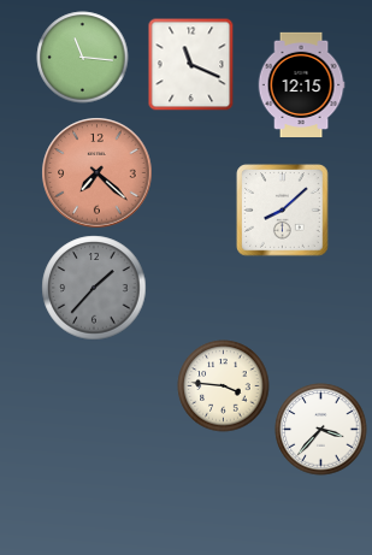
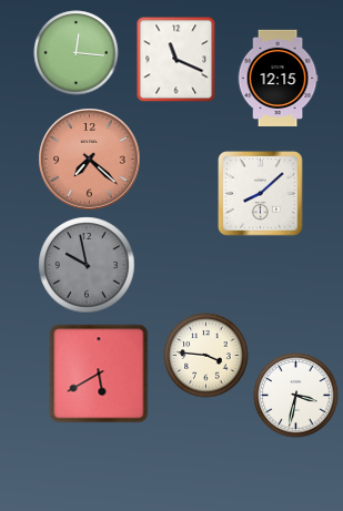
clock at (83, 58): 11:16 -> 12:16
clock at (94, 288): 1:37 -> 9:58
clock at (99, 374): none -> 5:40
clock at (321, 430): 3:37 -> 3:32
